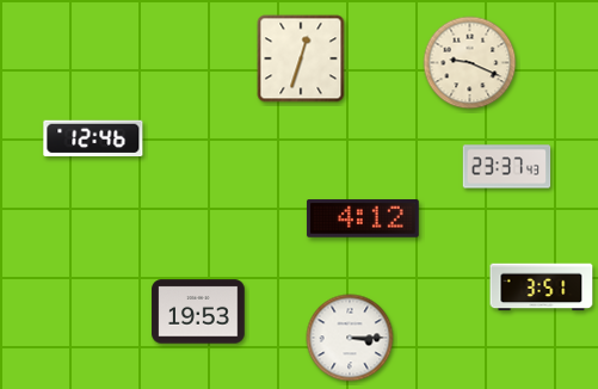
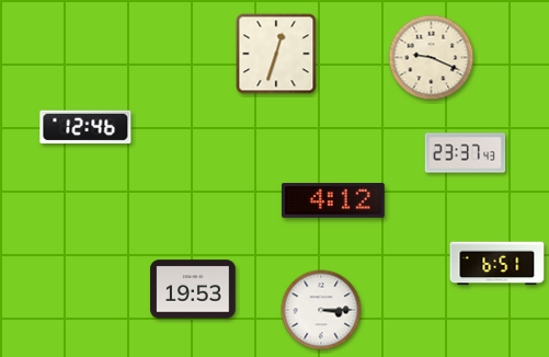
clock at (542, 288): 3:51 -> 6:51
clock at (198, 311) position: (198, 311) -> (193, 289)
